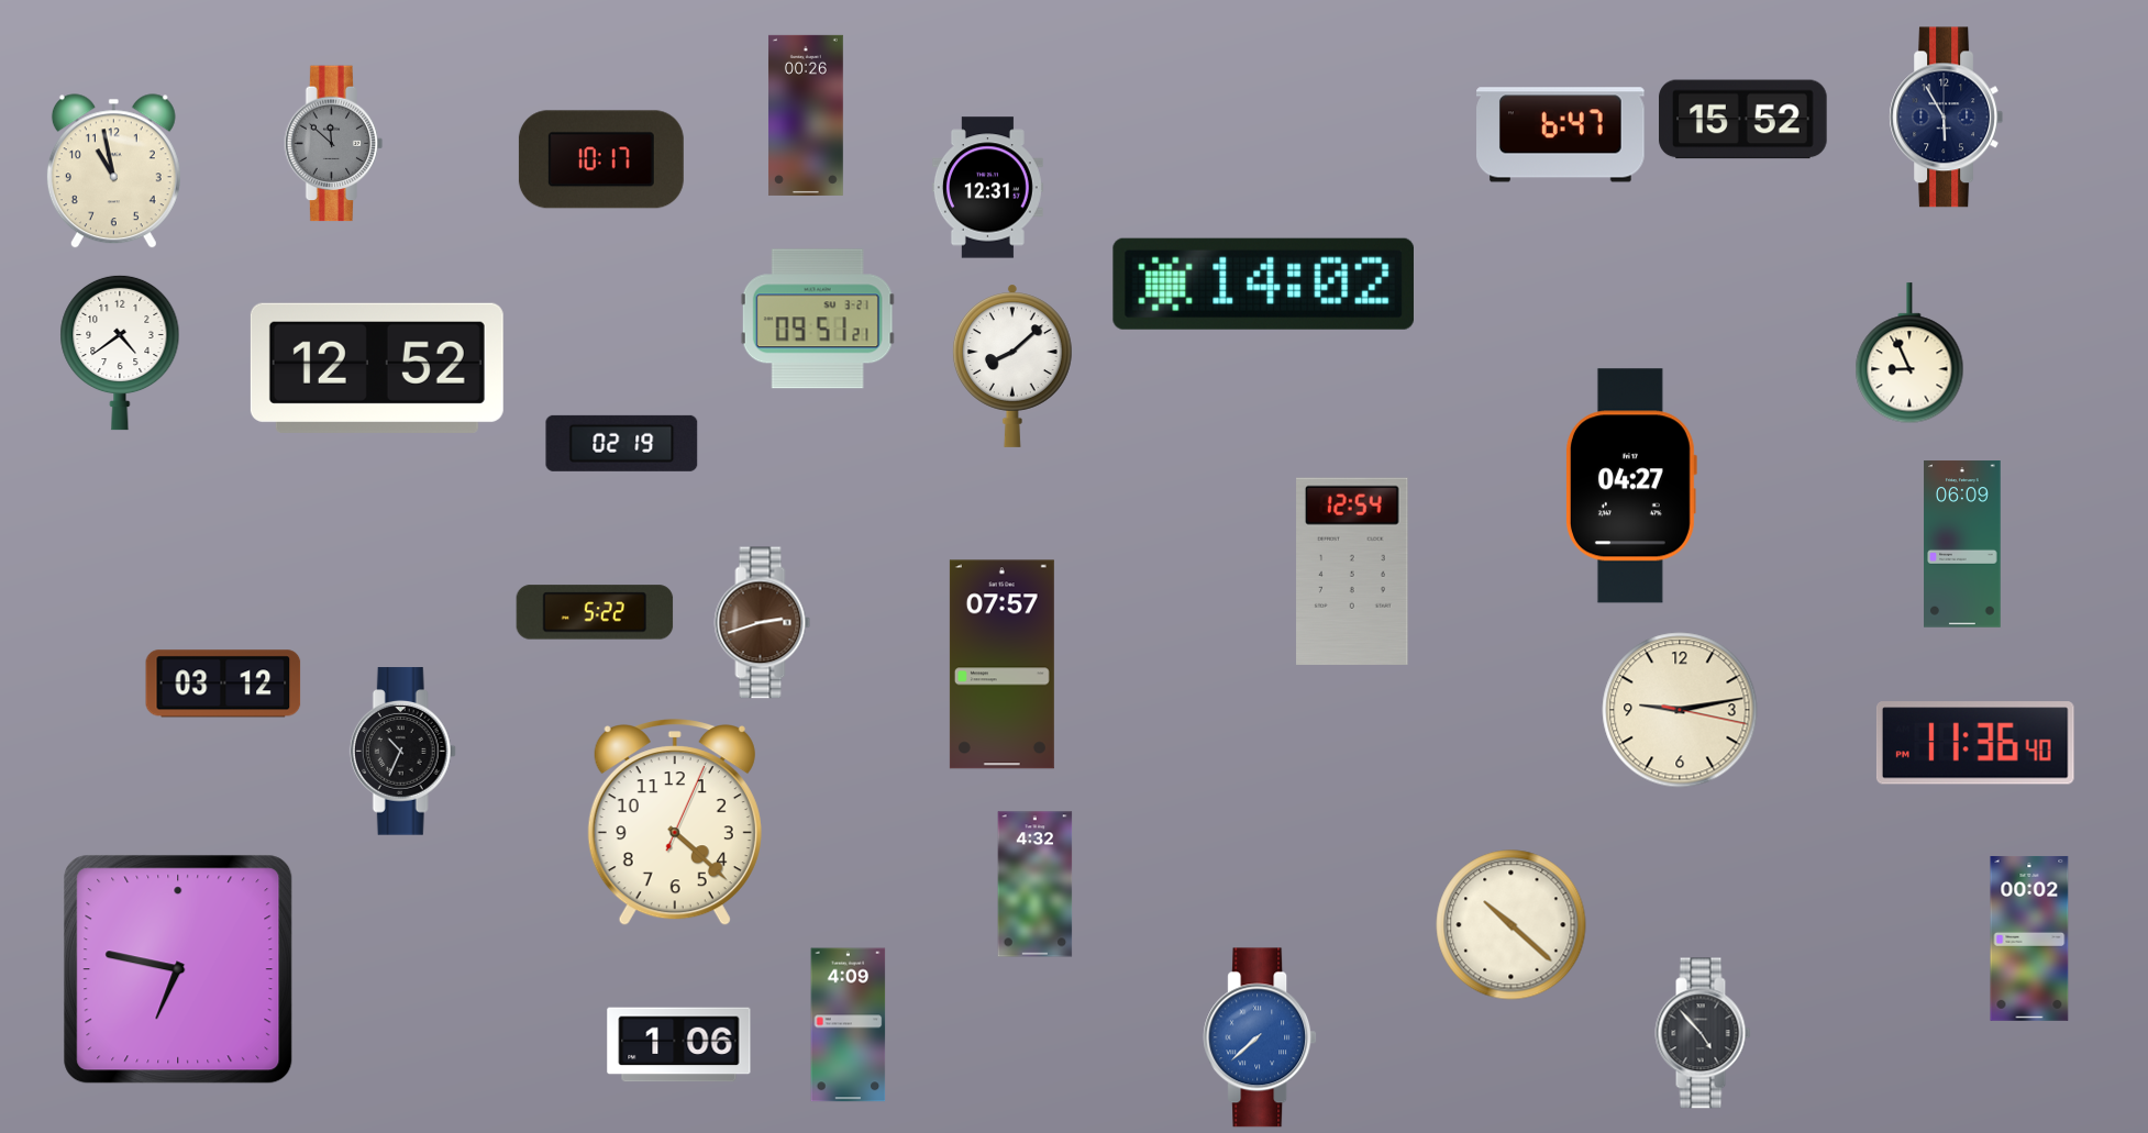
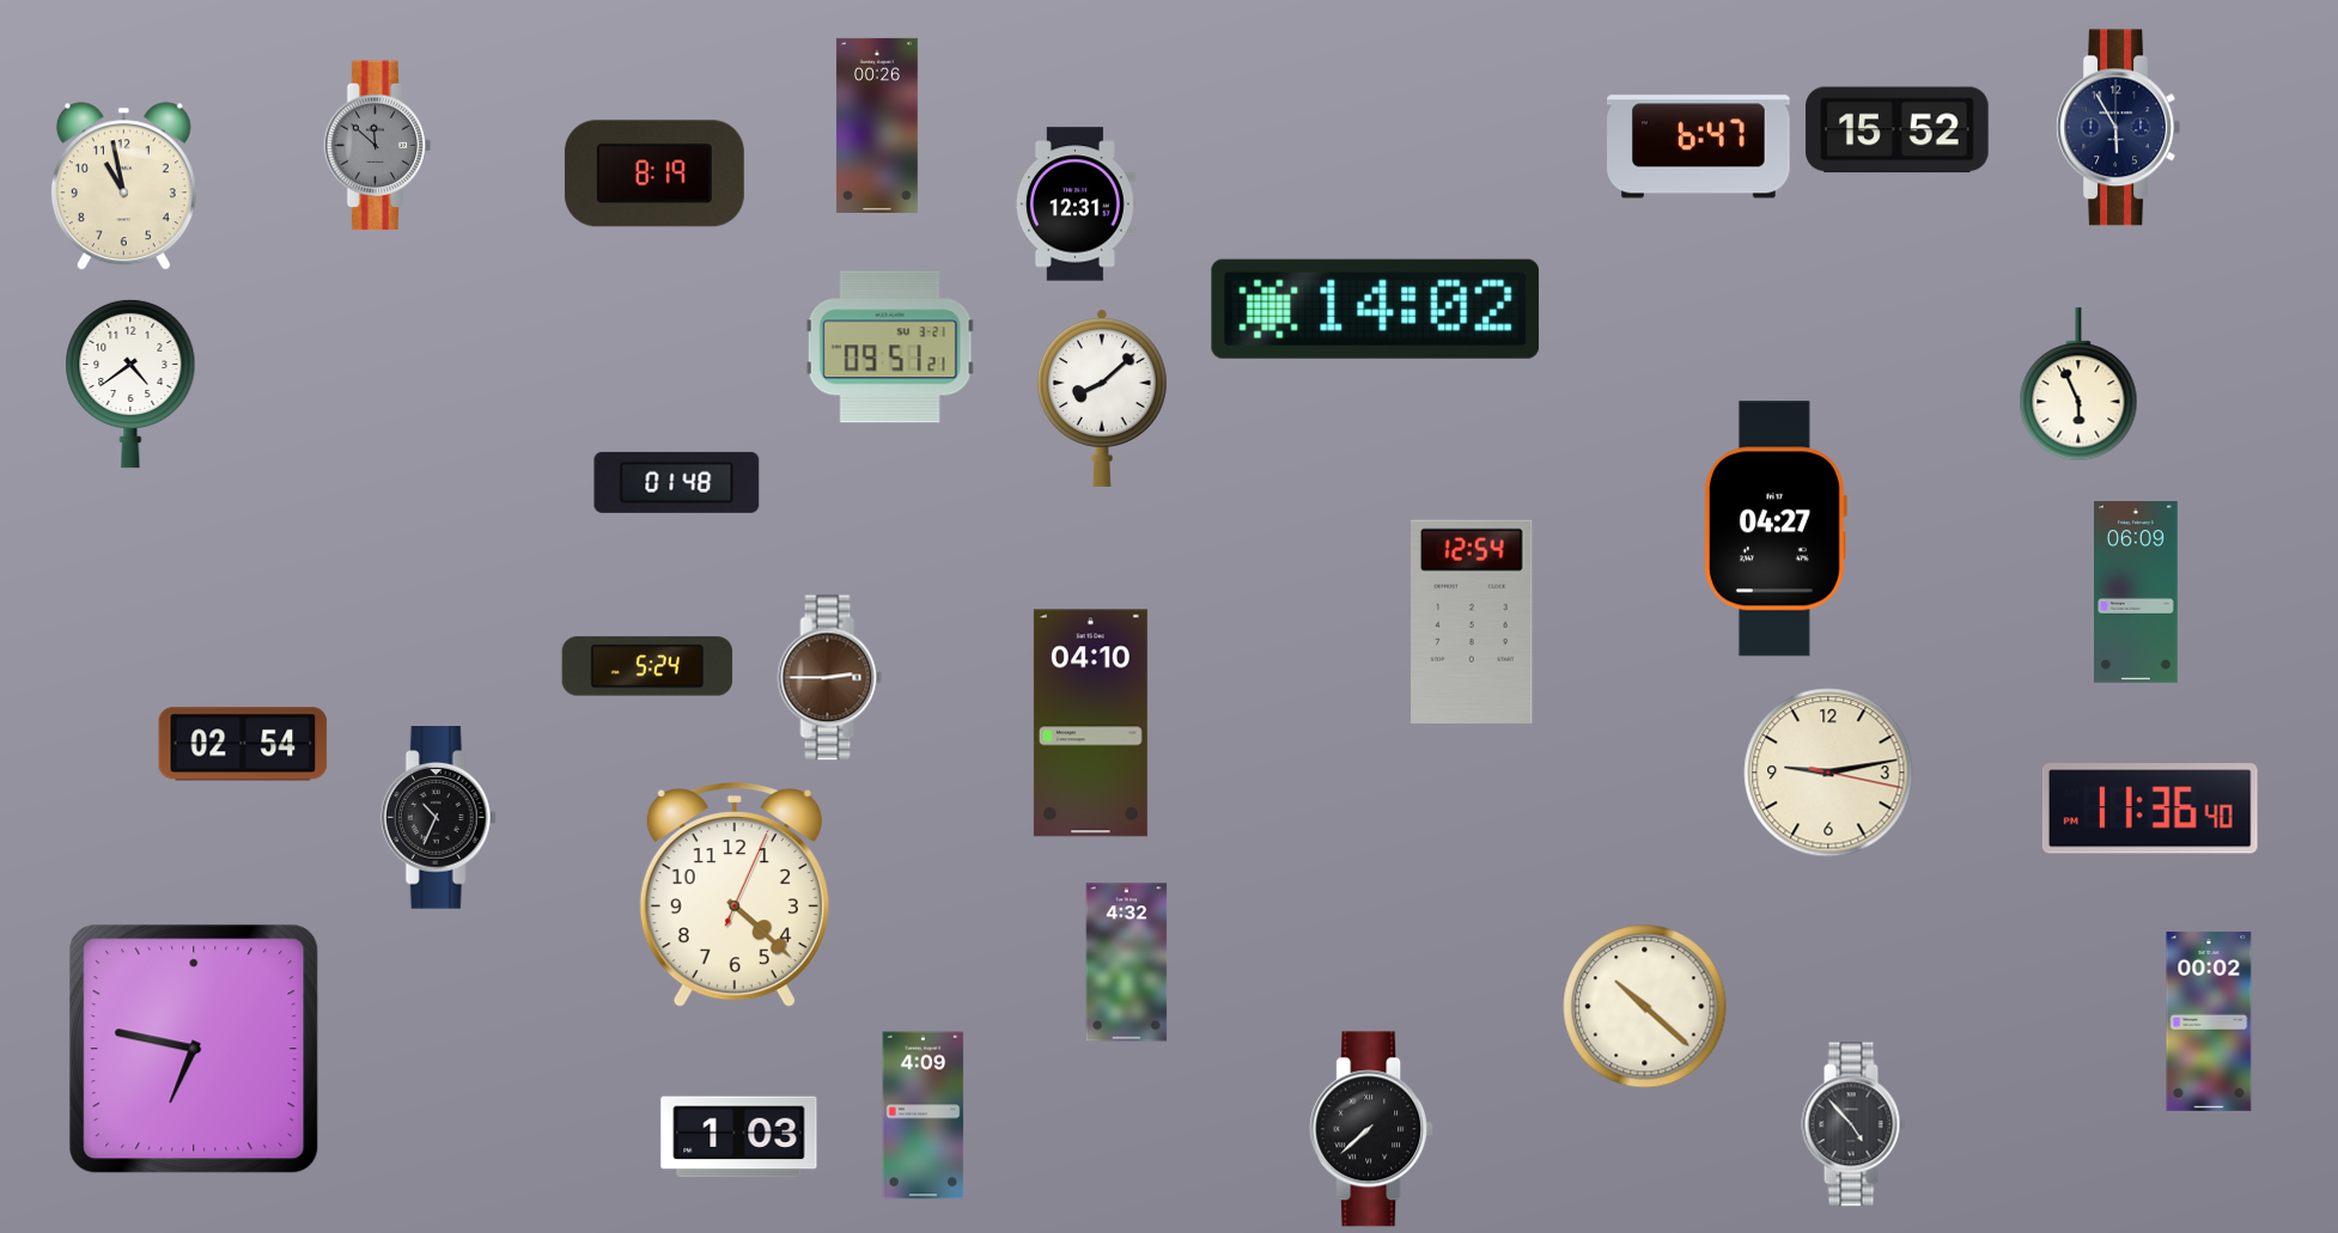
clock at (334, 144) position: (334, 144) -> (378, 146)
clock at (601, 159): 10:17 -> 8:19
clock at (1909, 354): 8:56 -> 5:56
clock at (377, 368): 12:52 -> none
clock at (622, 443): 02:19 -> 01:48
clock at (595, 612): 5:22 -> 5:24
clock at (763, 623): 2:42 -> 2:45
clock at (1001, 665): 07:57 -> 04:10
clock at (223, 684): 03:12 -> 02:54
clock at (178, 969) position: (178, 969) -> (194, 1049)
clock at (1260, 1037) dial: blue -> black
clock at (679, 1045): 1:06 -> 1:03
